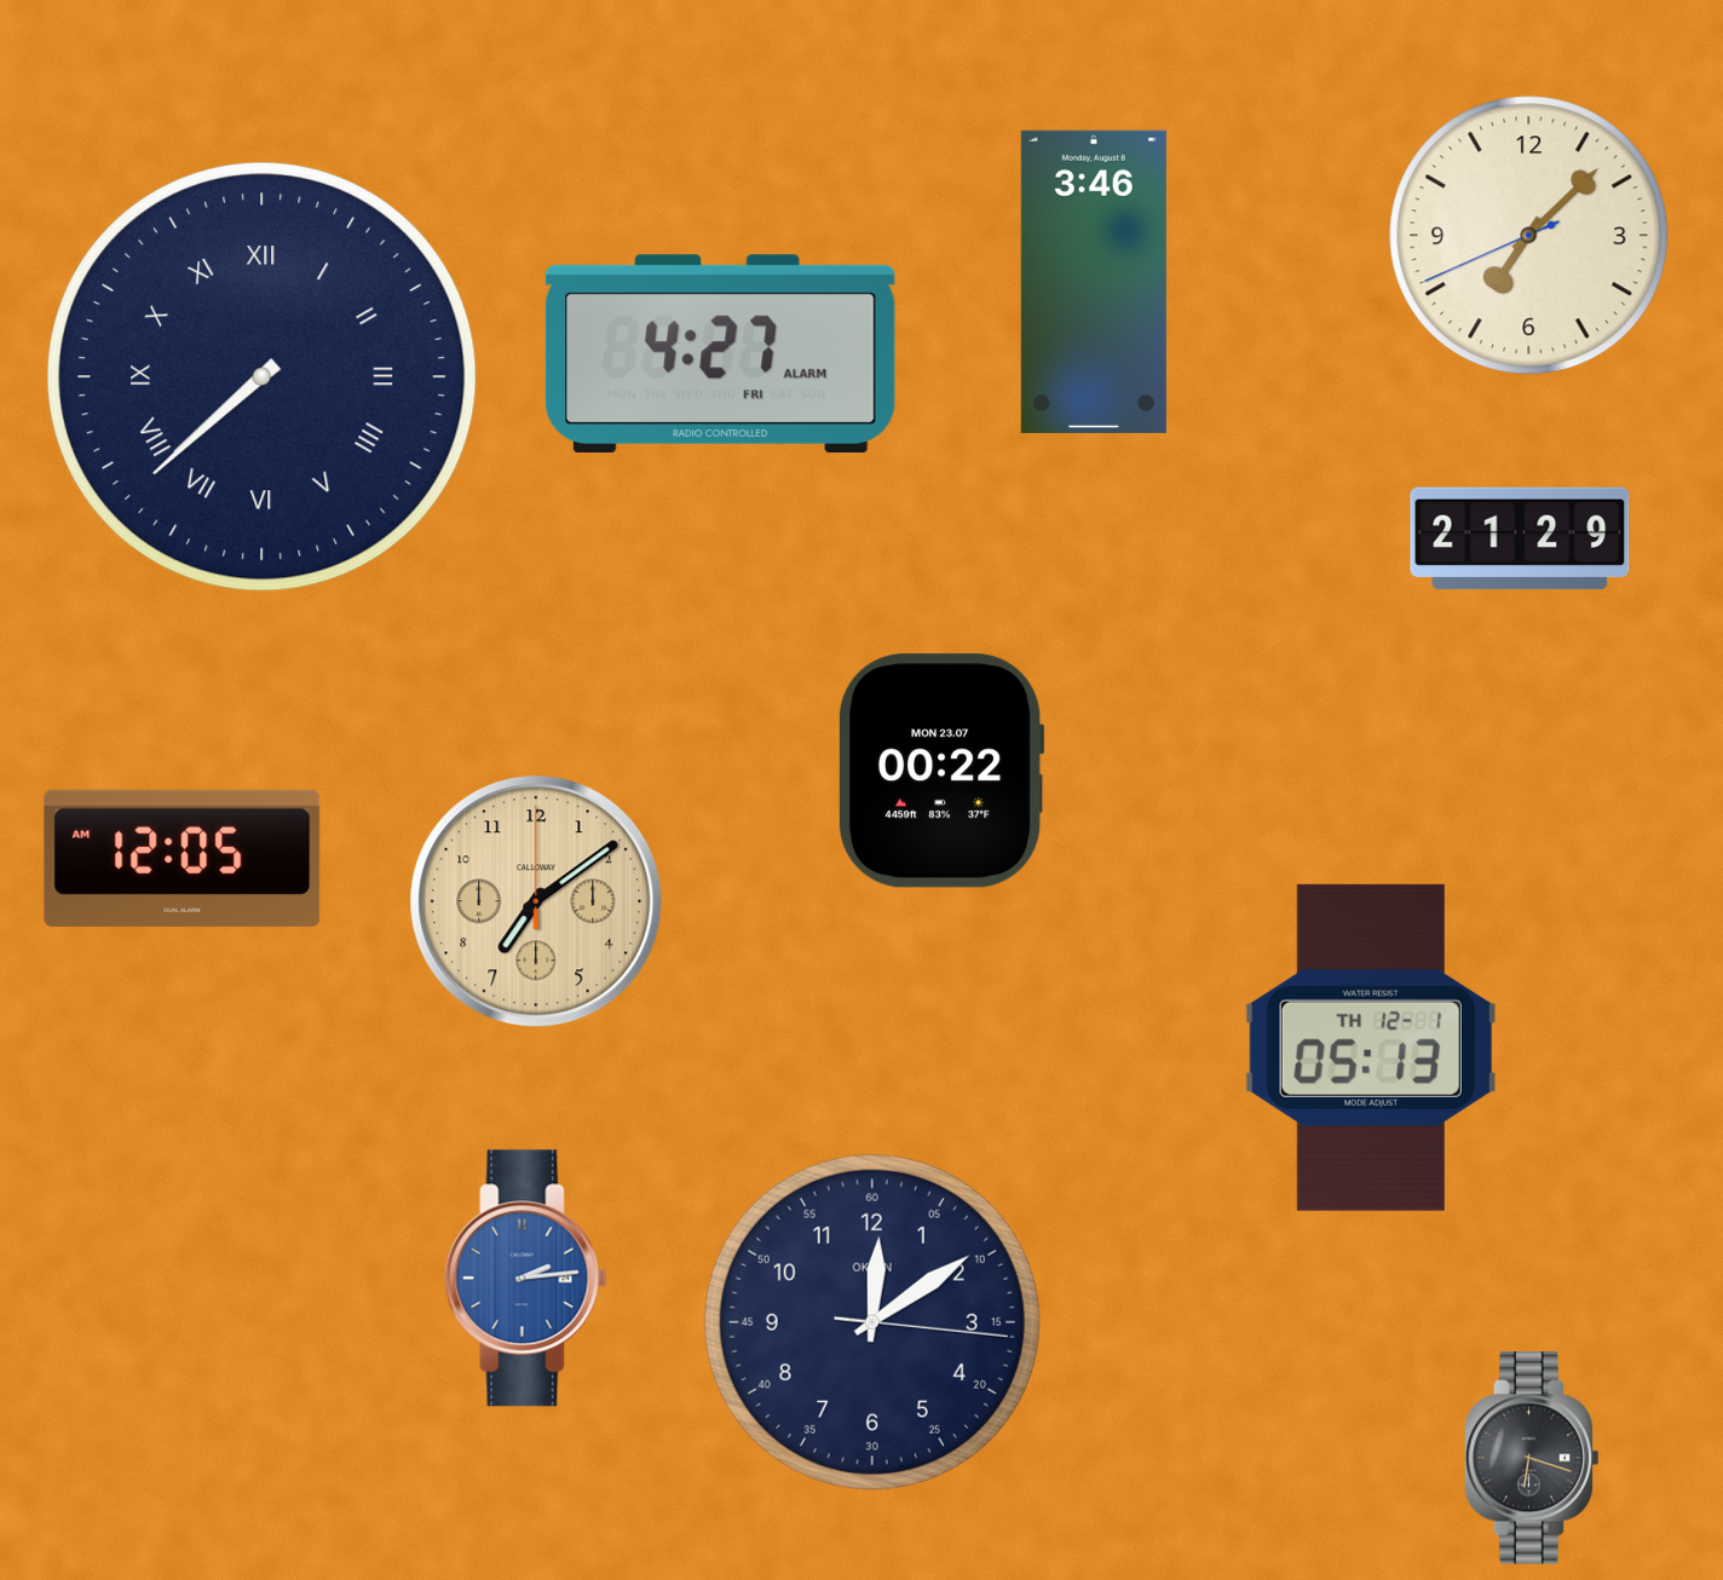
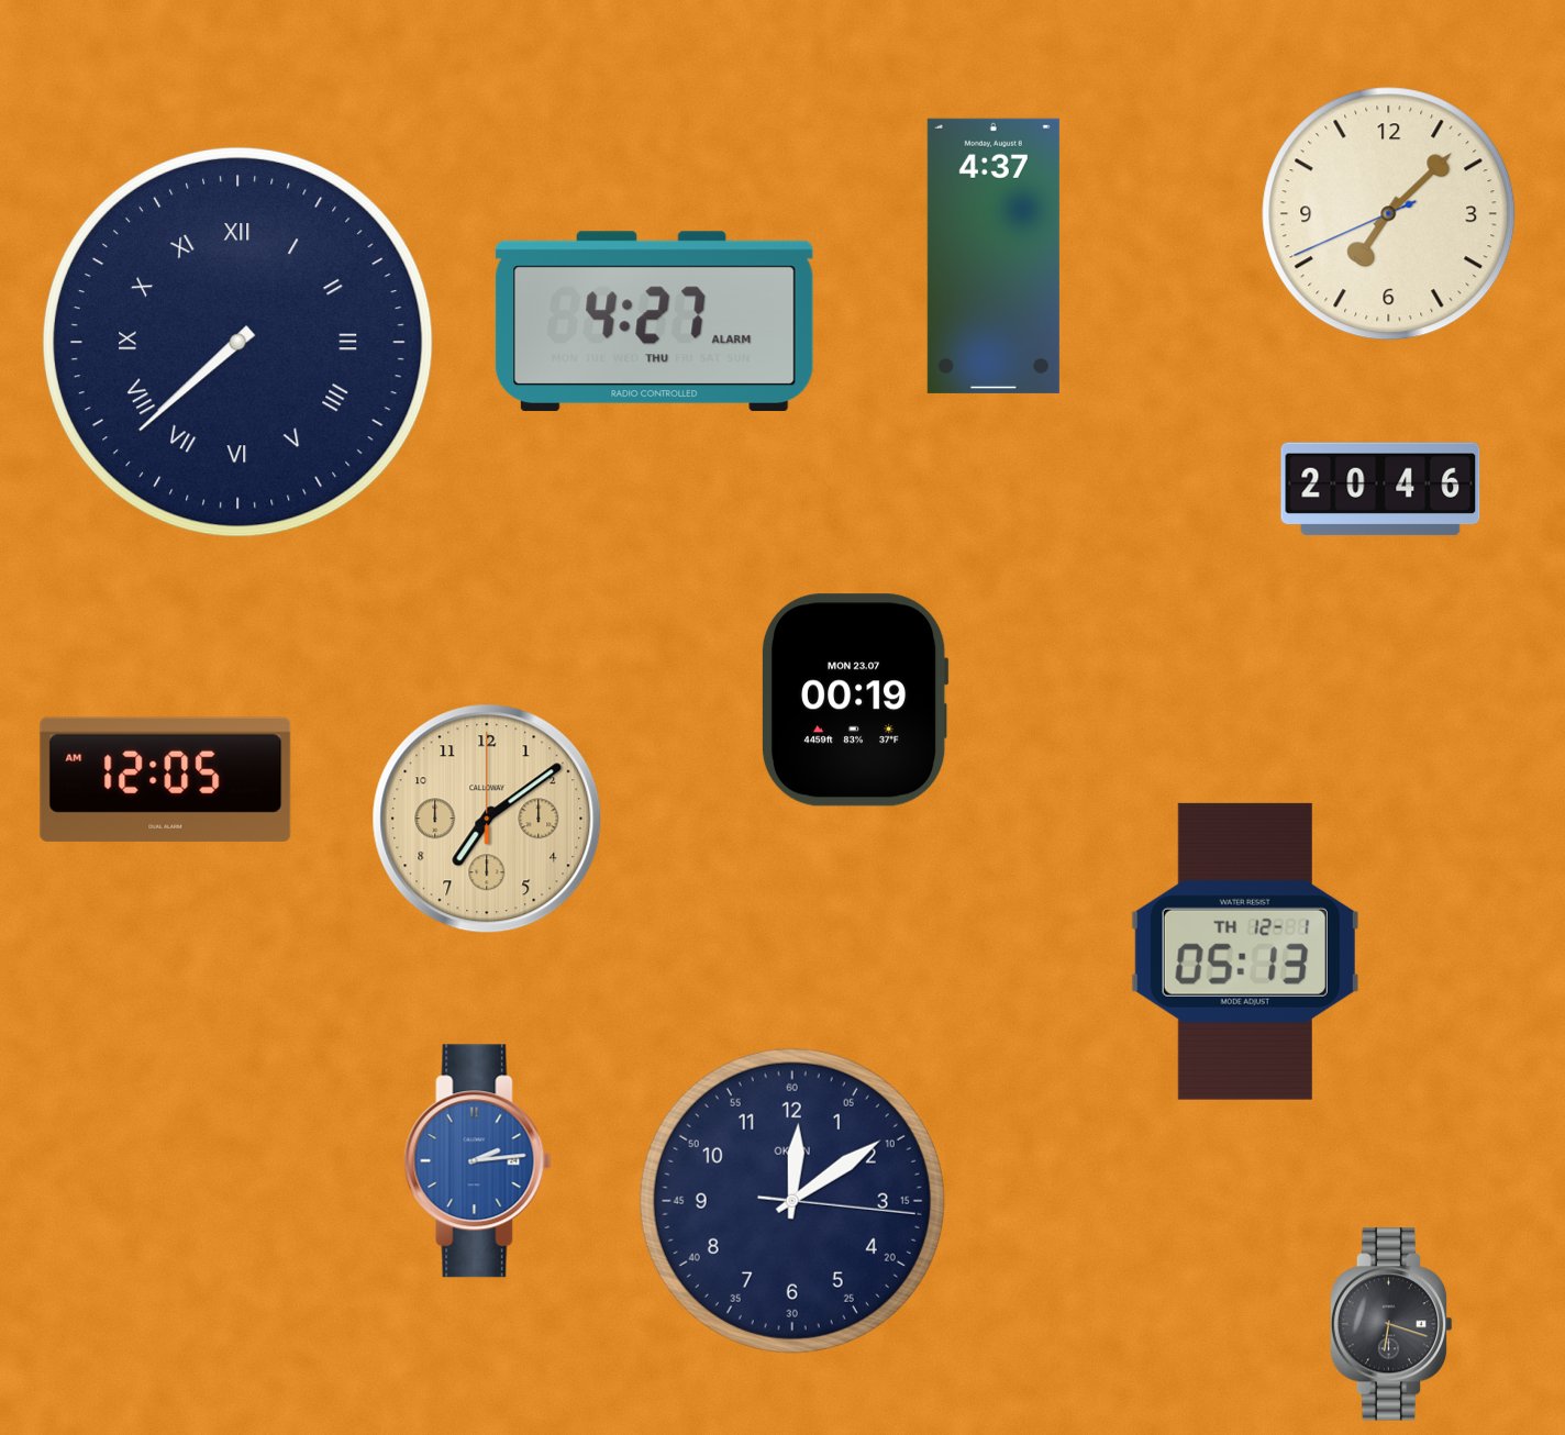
clock at (1094, 282): 3:46 -> 4:37
clock at (720, 354) date: FRI -> THU
clock at (1520, 538): 21:29 -> 20:46
clock at (941, 771): 00:22 -> 00:19
